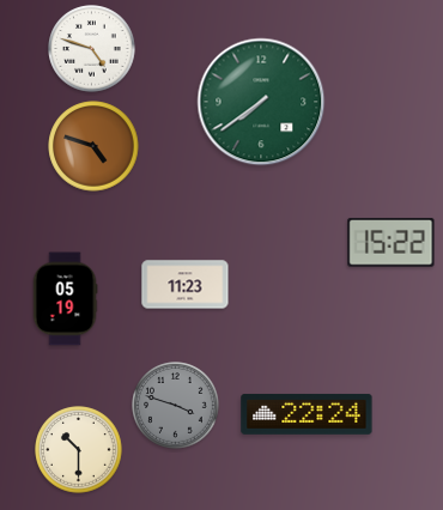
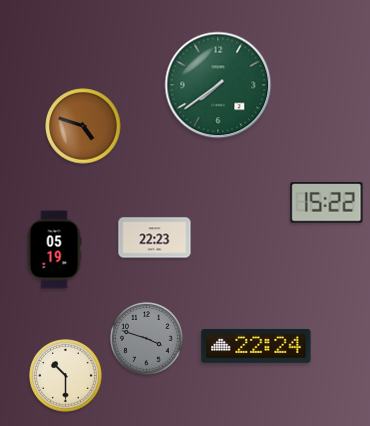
clock at (92, 49): 4:48 -> none
clock at (93, 146) position: (93, 146) -> (83, 126)
clock at (186, 285): 11:23 -> 22:23
